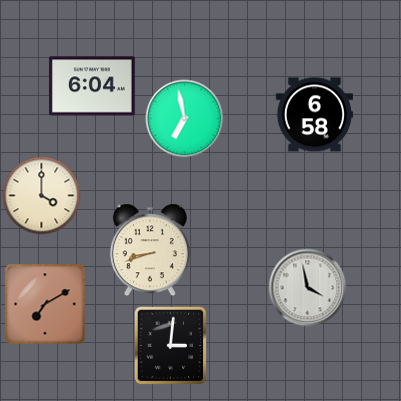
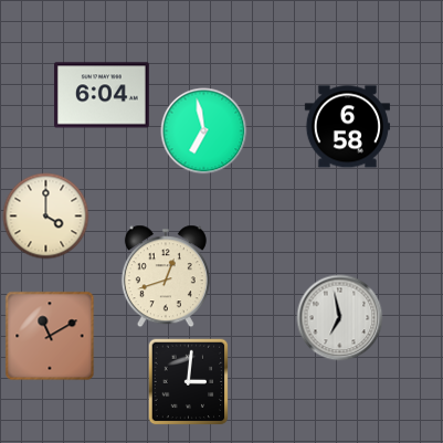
clock at (150, 250): 8:42 -> 12:42
clock at (307, 287): 3:58 -> 6:58
clock at (45, 304): 7:10 -> 11:10
